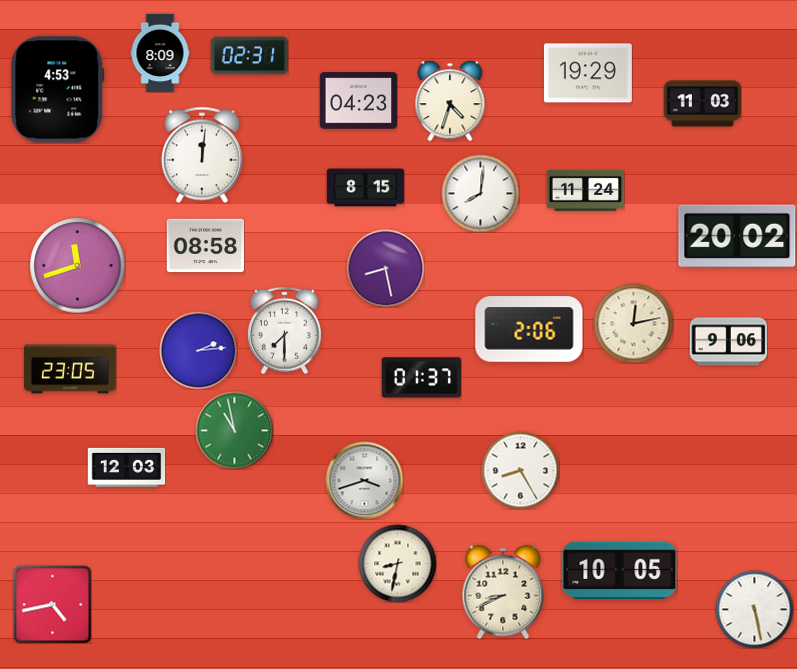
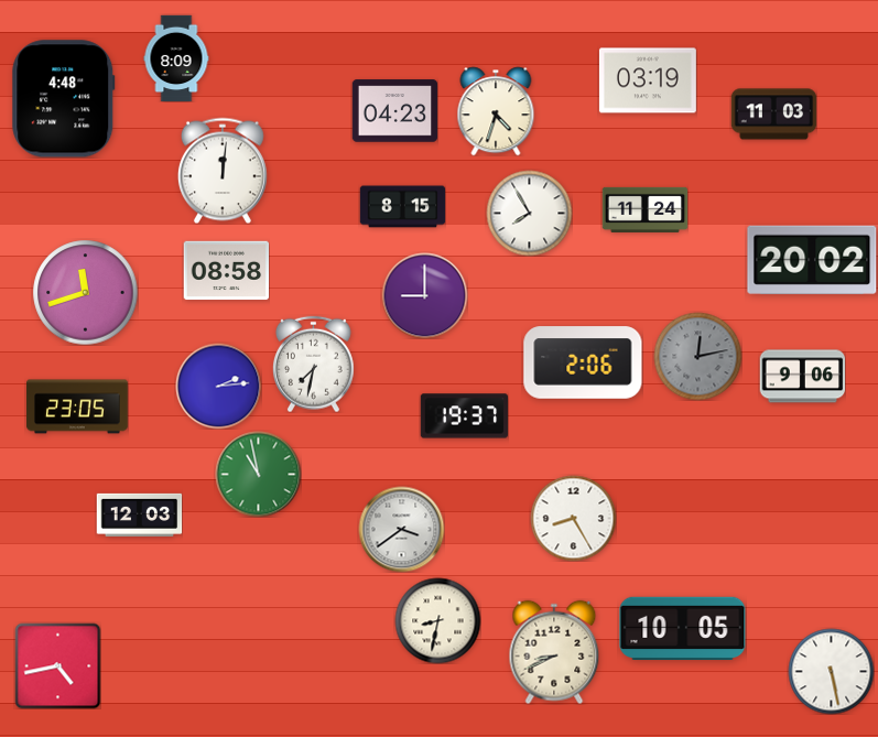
clock at (249, 56): 02:31 -> none
clock at (588, 73): 19:29 -> 03:19
clock at (58, 90): 4:53 -> 4:48
clock at (480, 193): 8:01 -> 7:55
clock at (385, 268): 8:28 -> 9:00
clock at (633, 323) dial: cream -> grey
clock at (285, 330): 7:30 -> 7:32
clock at (421, 378): 01:37 -> 19:37
clock at (364, 480): 3:42 -> 3:39
